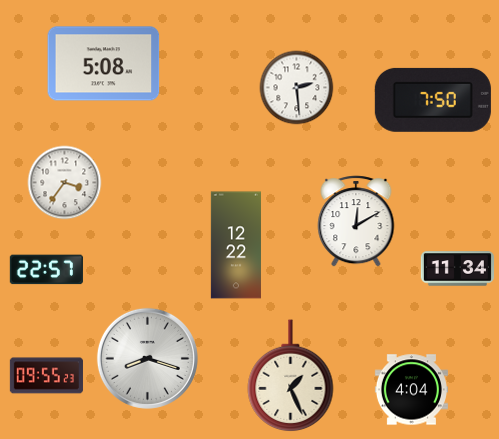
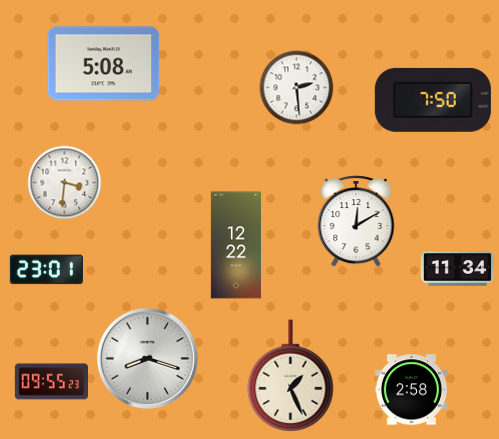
clock at (65, 183): 3:36 -> 3:31
clock at (46, 270): 22:57 -> 23:01
clock at (46, 376) position: (46, 376) -> (51, 382)
clock at (411, 390): 4:04 -> 2:58
